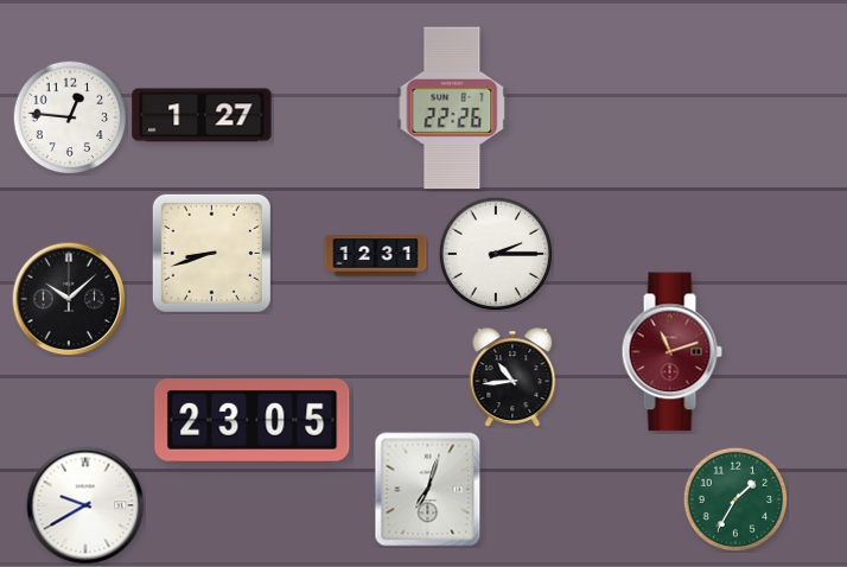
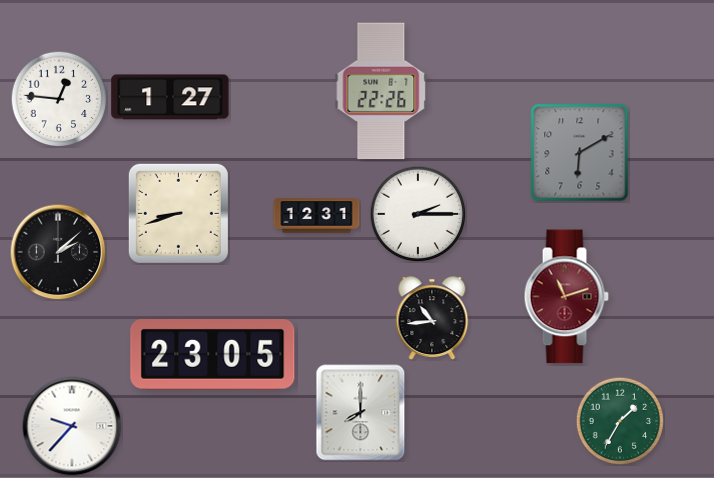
clock at (580, 153): none -> 6:10
clock at (69, 299): 10:08 -> 2:08
clock at (428, 490): 7:03 -> 8:00
clock at (85, 505): 9:40 -> 9:37
